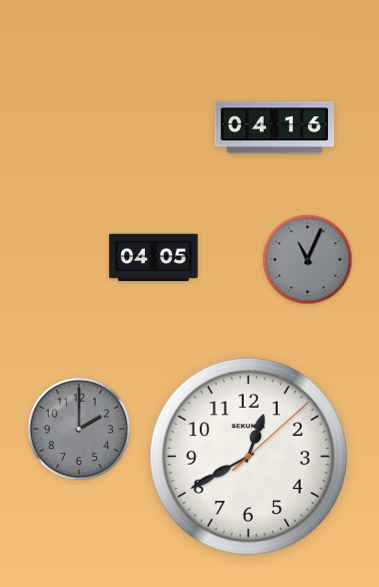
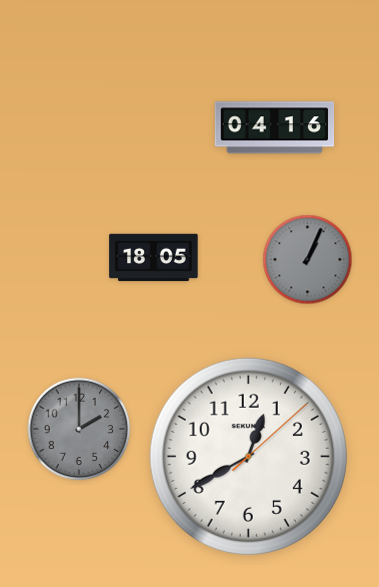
clock at (154, 258): 04:05 -> 18:05
clock at (308, 260): 11:04 -> 1:04
